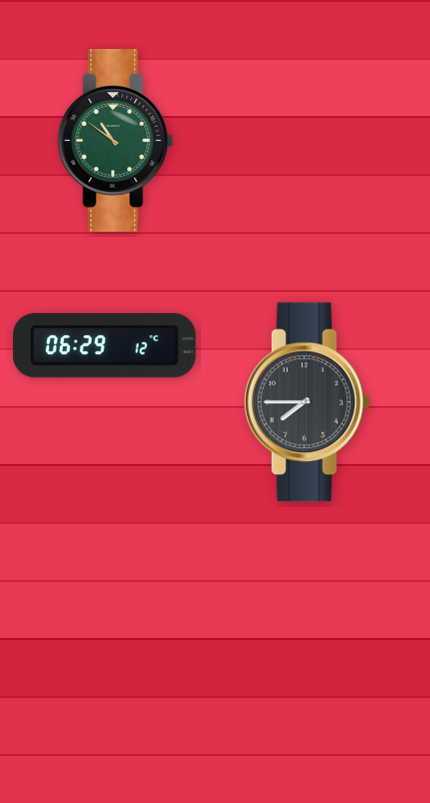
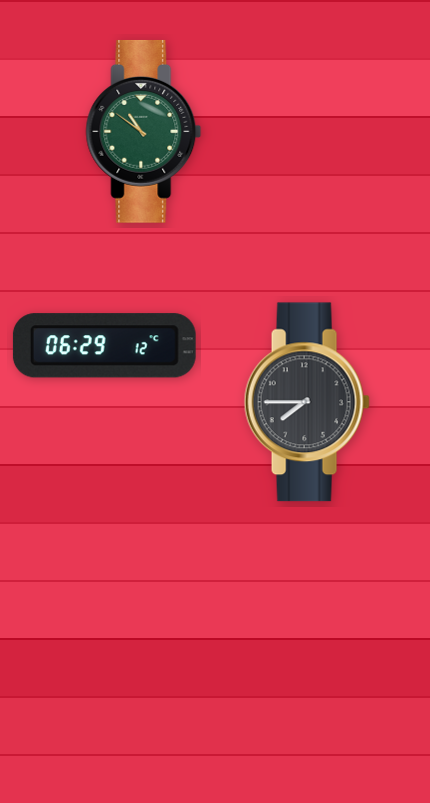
clock at (116, 140) position: (116, 140) -> (144, 131)
